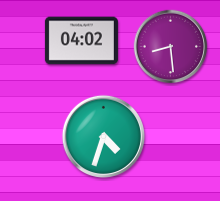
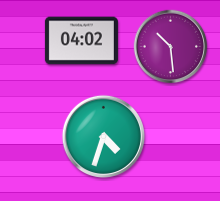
clock at (171, 47): 8:29 -> 10:29
